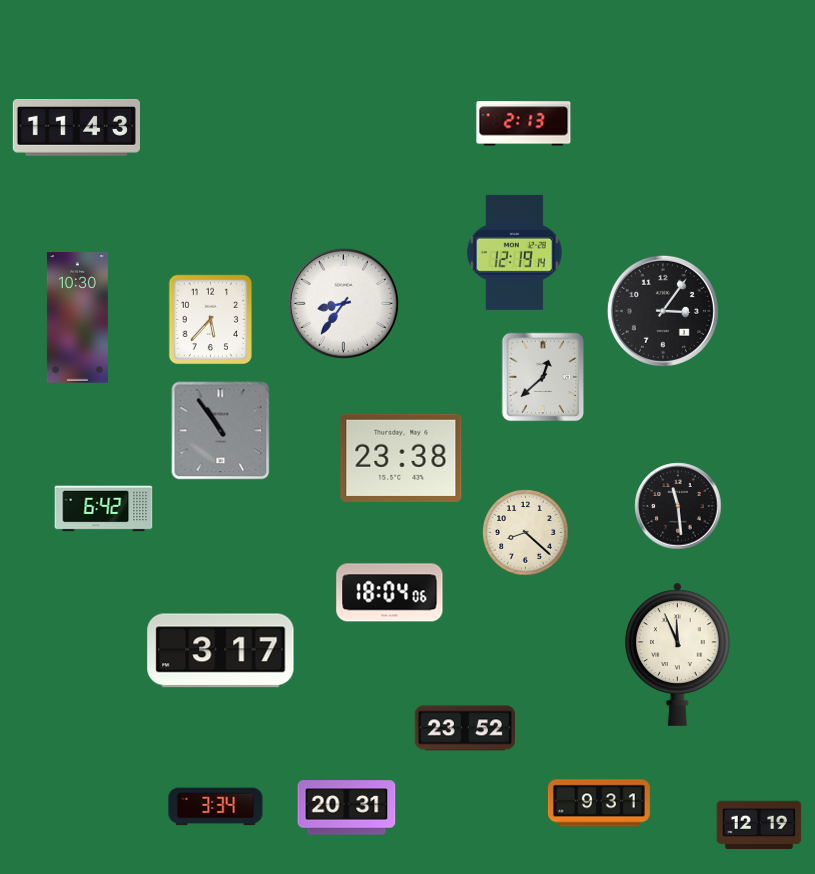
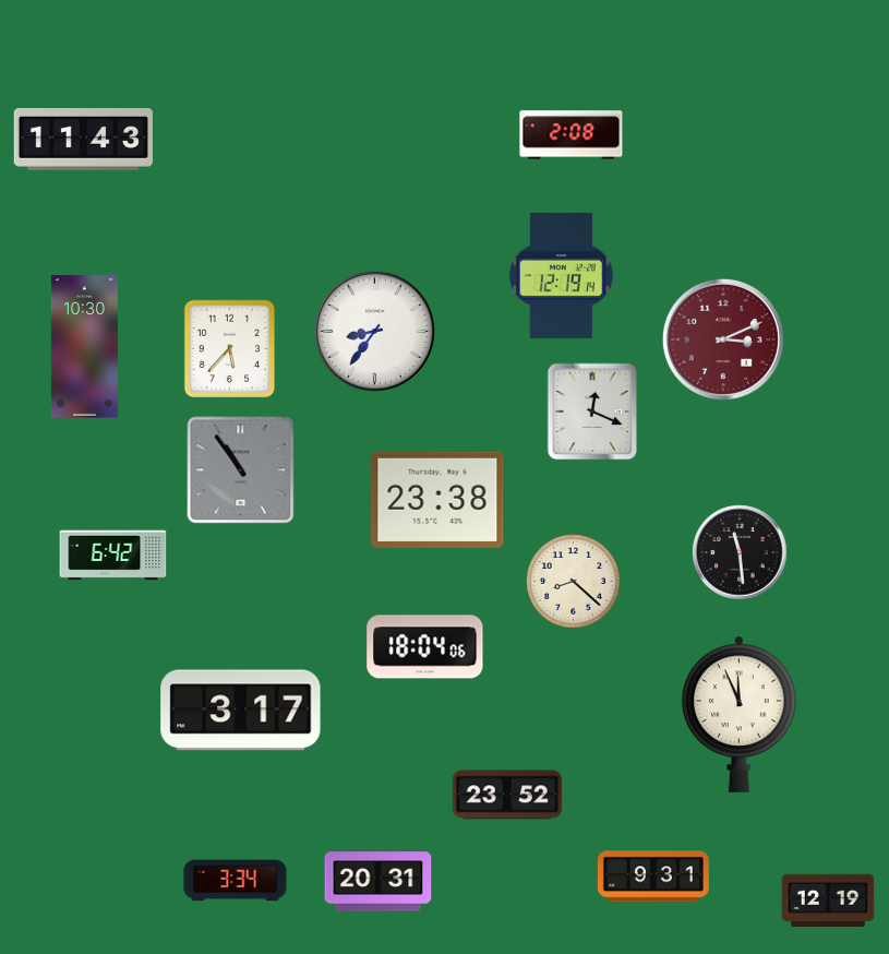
clock at (524, 124): 2:13 -> 2:08
clock at (663, 311): 3:06 -> 3:11
clock at (663, 311) dial: black -> burgundy
clock at (543, 377): 12:38 -> 12:19
